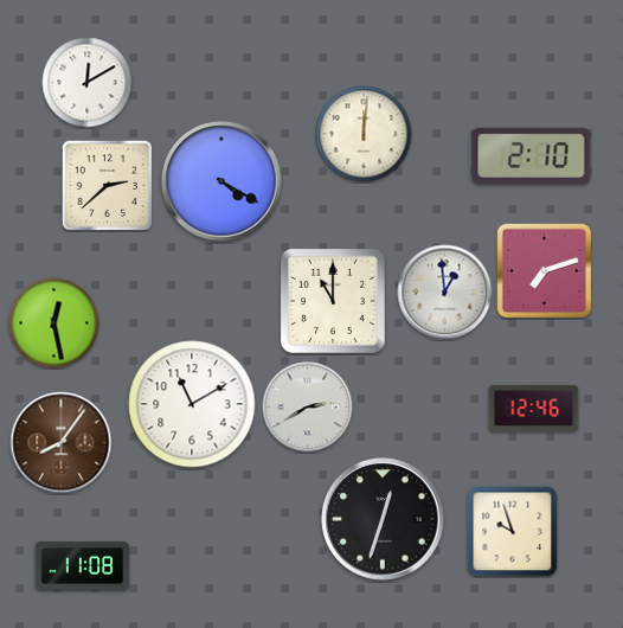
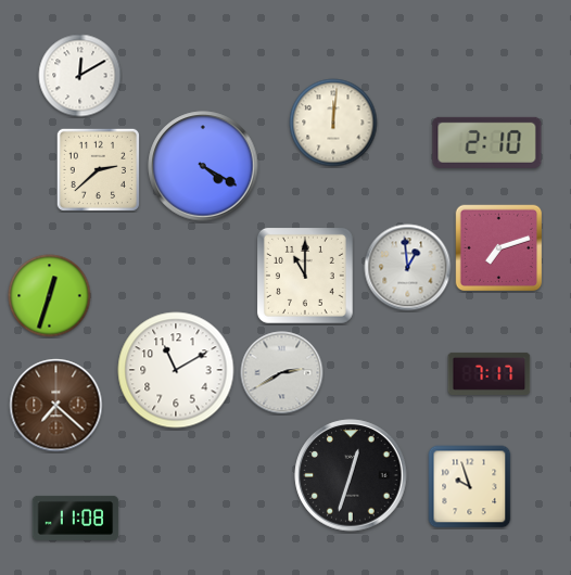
clock at (54, 323): 12:28 -> 12:33
clock at (534, 408): 12:46 -> 7:17
clock at (62, 443): 8:06 -> 7:22
